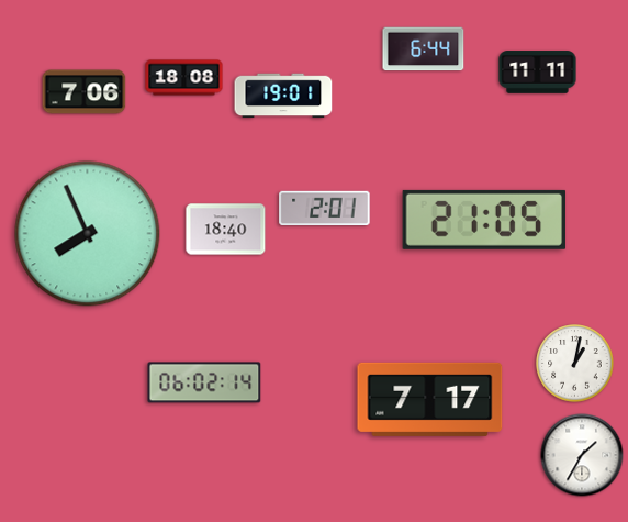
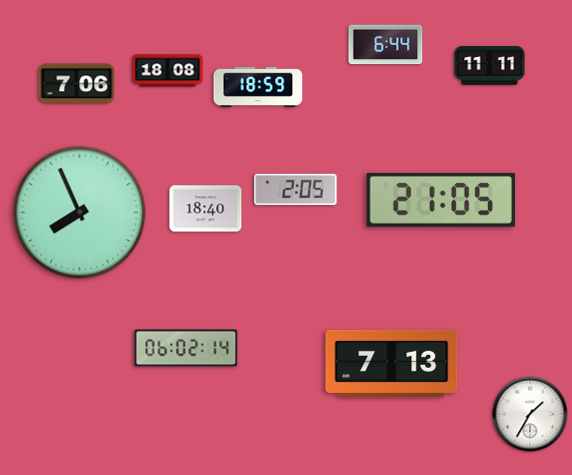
clock at (283, 96): 19:01 -> 18:59
clock at (325, 209): 2:01 -> 2:05
clock at (575, 364): 1:02 -> none
clock at (430, 399): 7:17 -> 7:13
